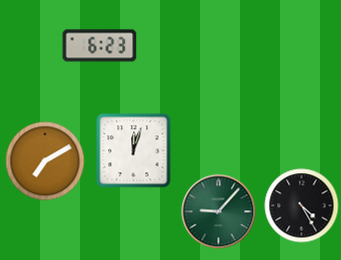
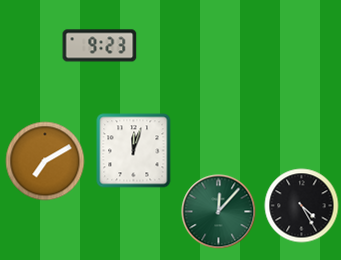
clock at (100, 46): 6:23 -> 9:23
clock at (219, 212): 9:07 -> 12:07
